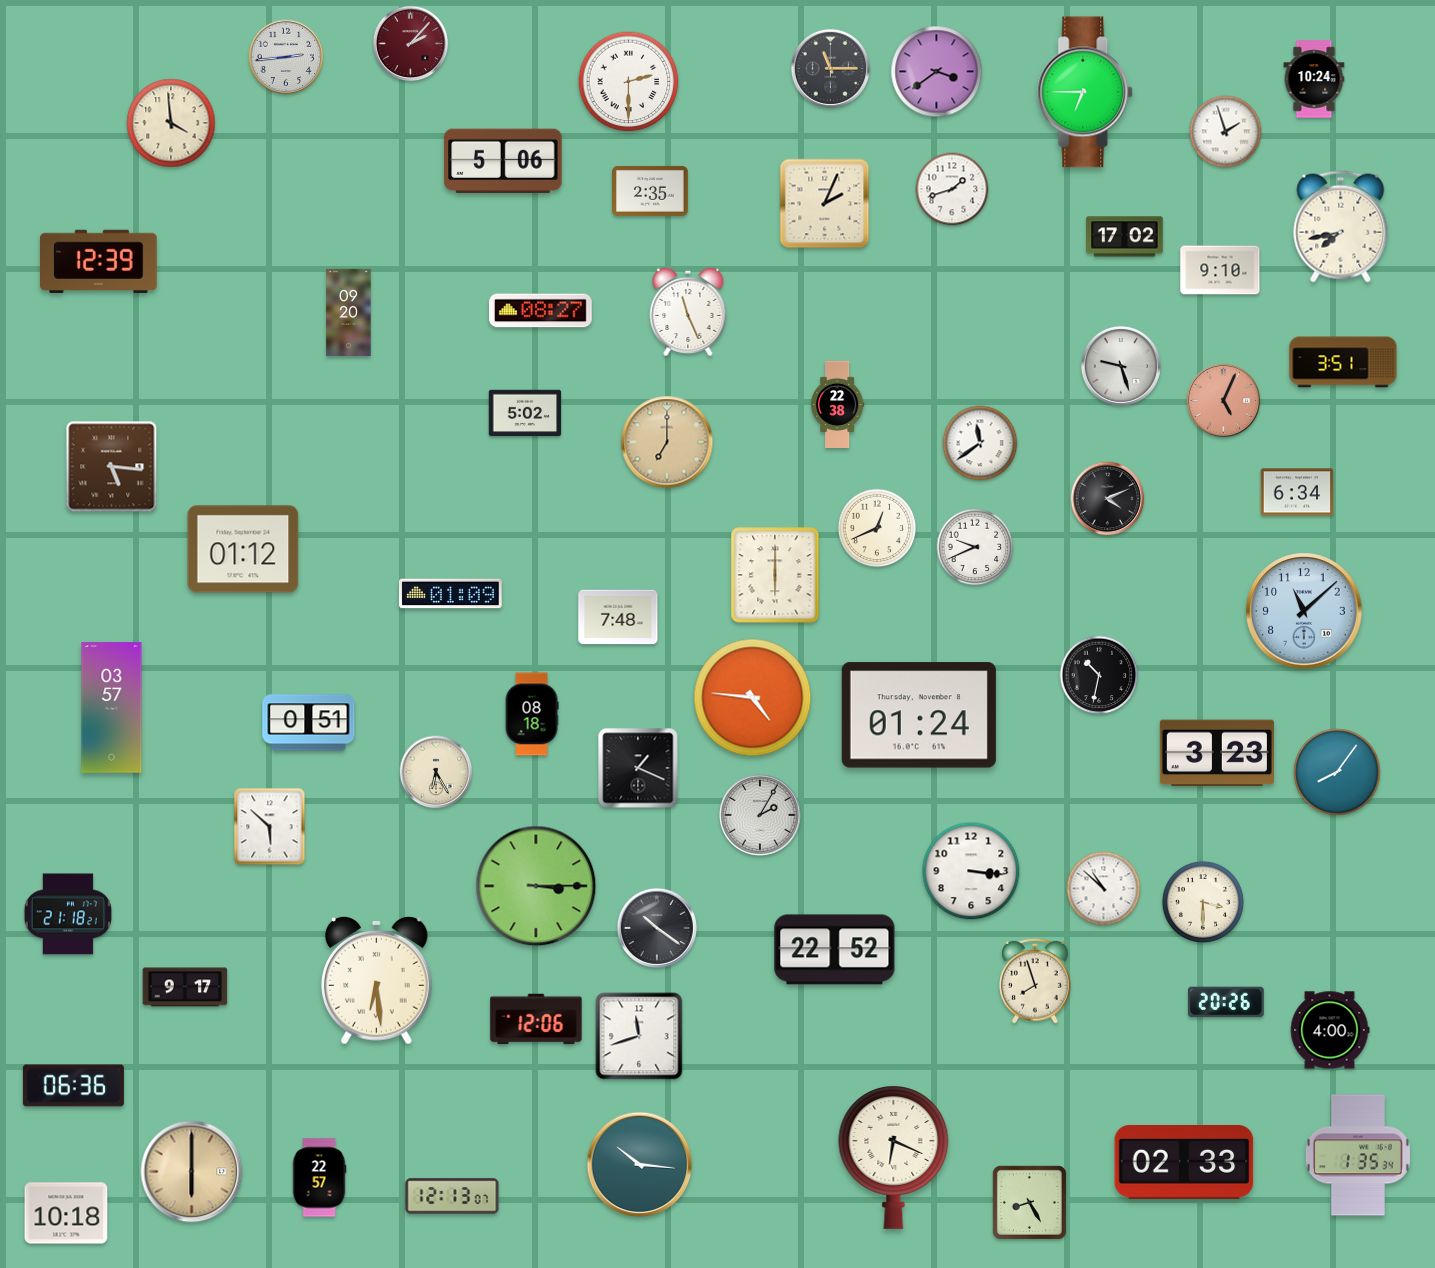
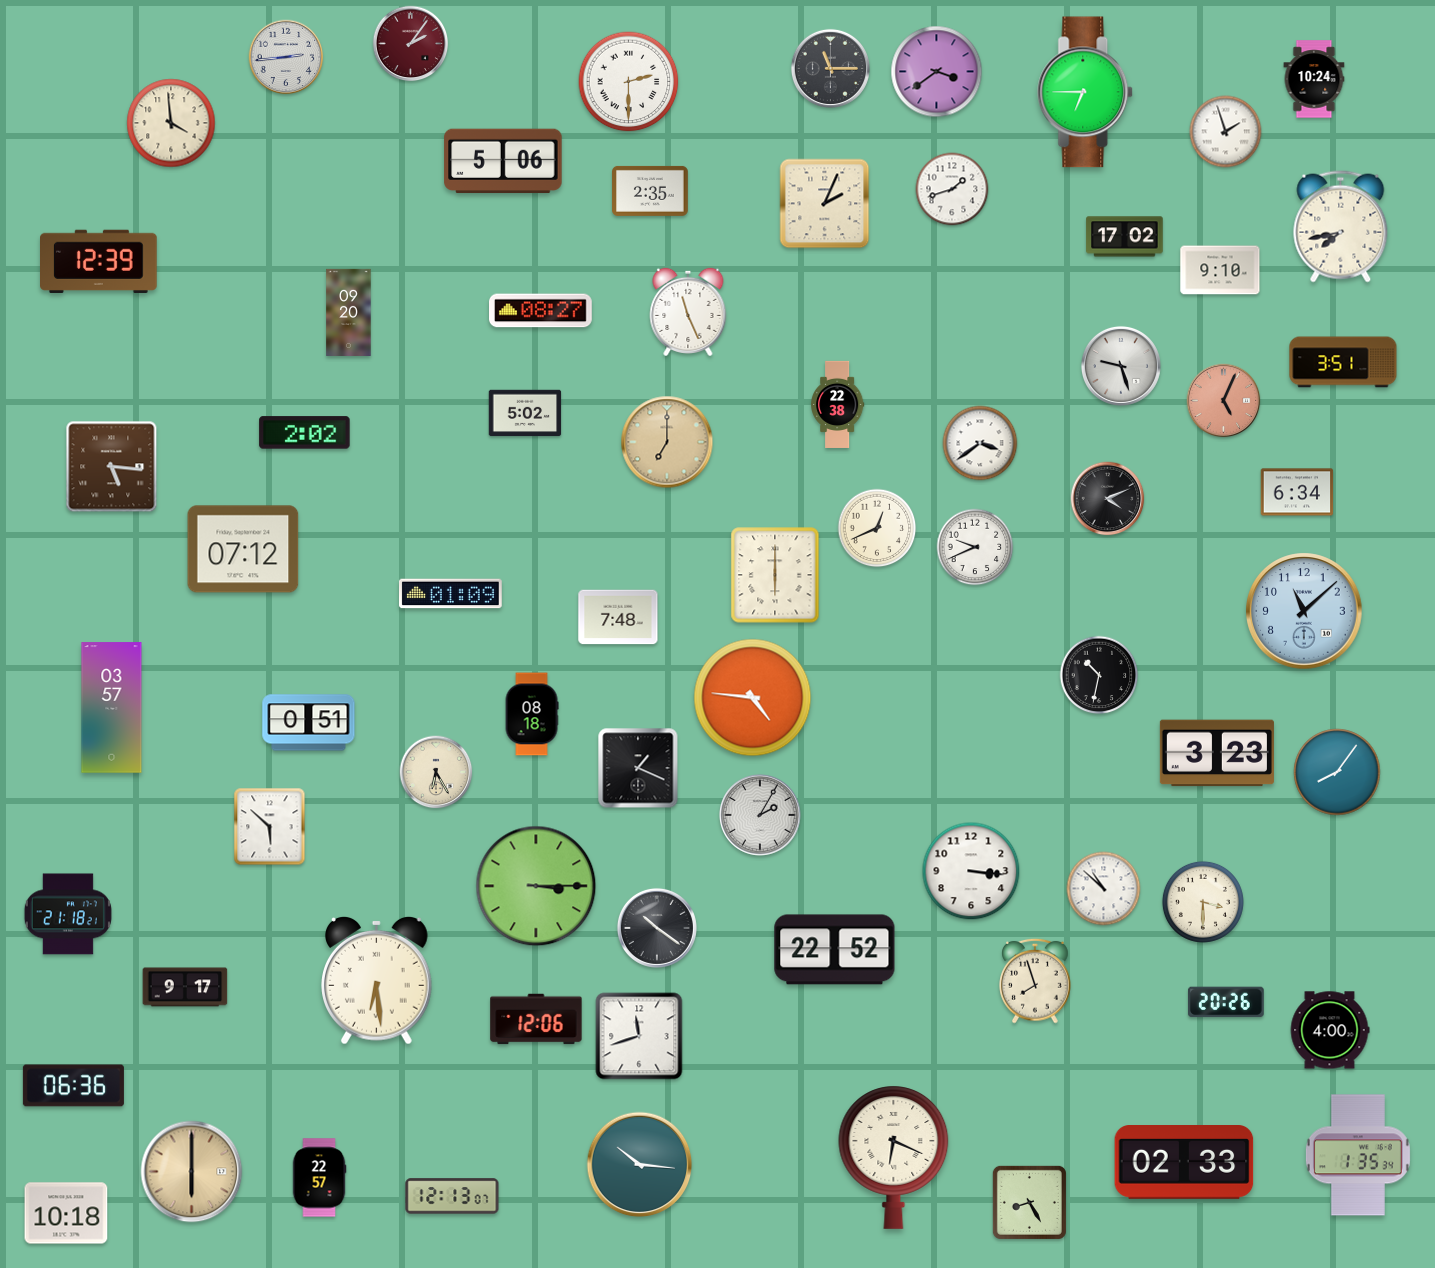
clock at (411, 44): 2:07 -> 2:06
clock at (305, 433): none -> 2:02
clock at (980, 443): 11:39 -> 3:39
clock at (243, 549): 01:12 -> 07:12
clock at (919, 715): 01:24 -> none
